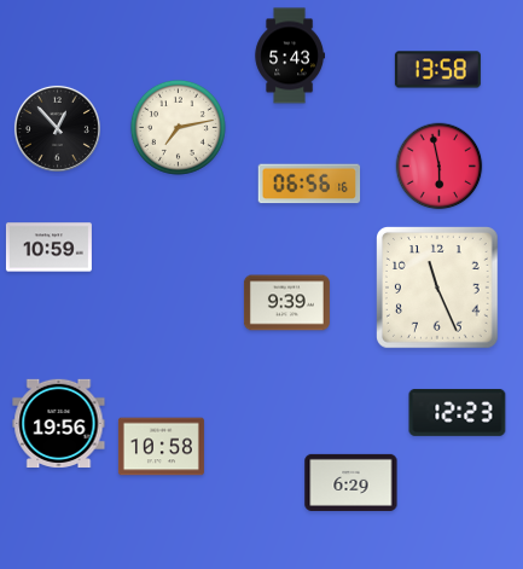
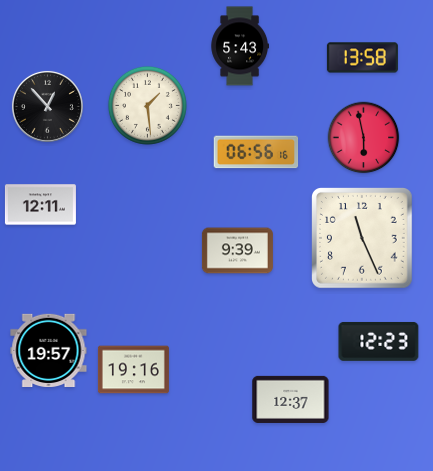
clock at (178, 127): 7:13 -> 1:29
clock at (48, 248): 10:59 -> 12:11
clock at (59, 423): 19:56 -> 19:57
clock at (161, 447): 10:58 -> 19:16
clock at (351, 482): 6:29 -> 12:37
